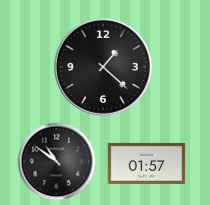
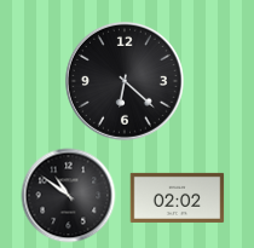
clock at (103, 67): 1:22 -> 6:22
clock at (146, 163): 01:57 -> 02:02
